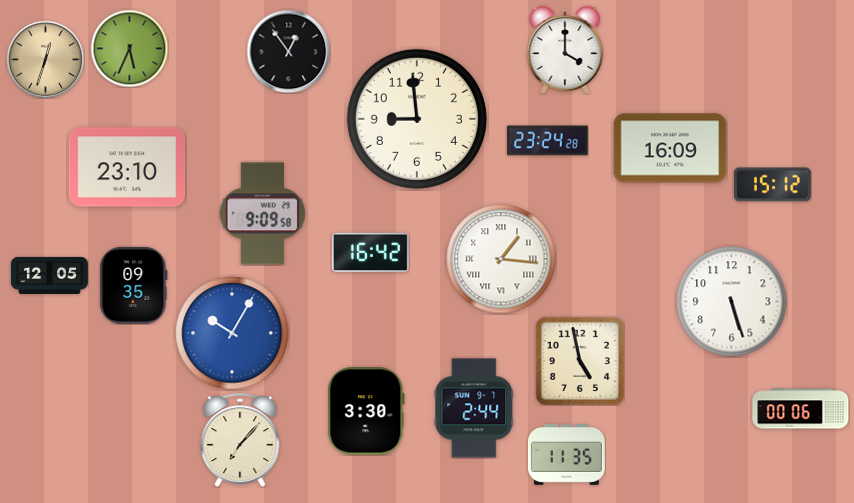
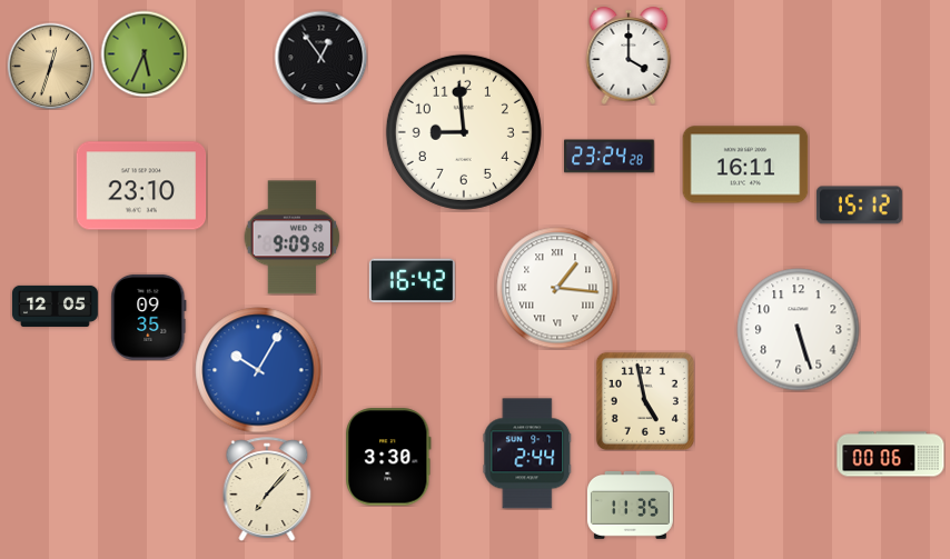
clock at (670, 148): 16:09 -> 16:11
clock at (732, 302) position: (732, 302) -> (799, 330)
clock at (366, 411) position: (366, 411) -> (388, 457)
